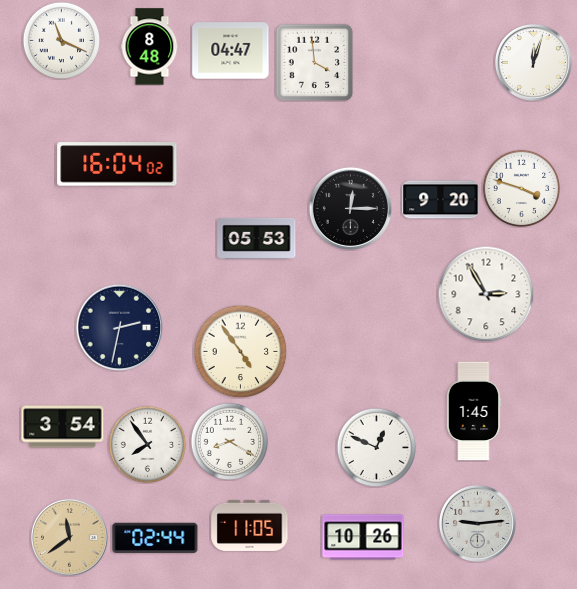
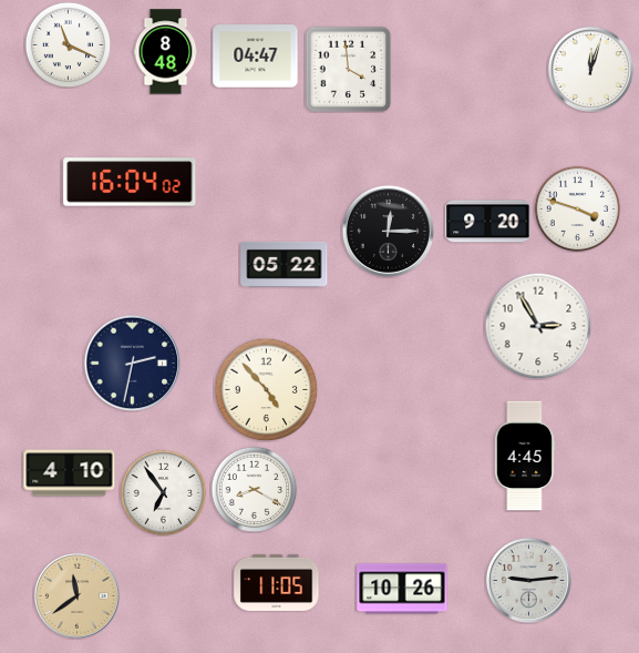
clock at (257, 238): 05:53 -> 05:22
clock at (240, 351): 4:54 -> 4:53
clock at (474, 411): 1:45 -> 4:45
clock at (63, 427): 3:54 -> 4:10
clock at (147, 444): 7:54 -> 6:54
clock at (376, 447): 12:49 -> none
clock at (363, 537) position: (363, 537) -> (402, 589)
clock at (155, 538): 02:44 -> none
